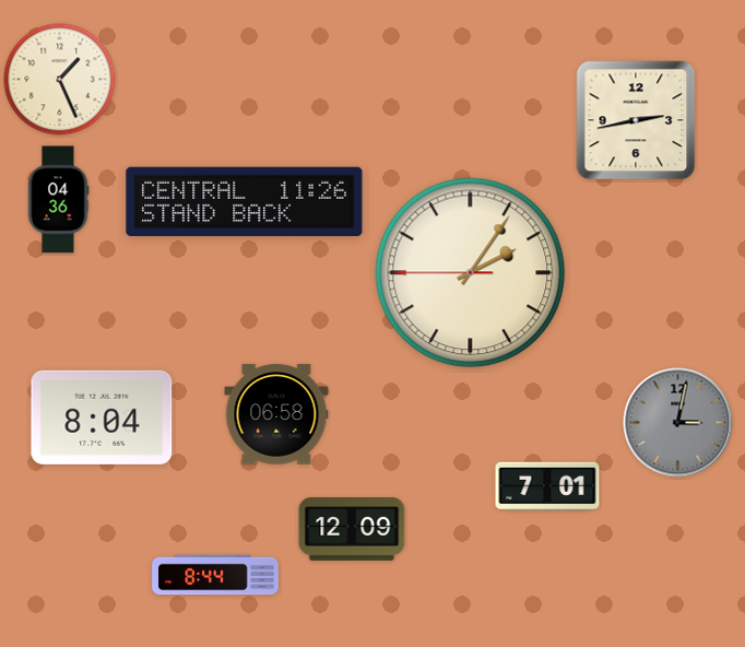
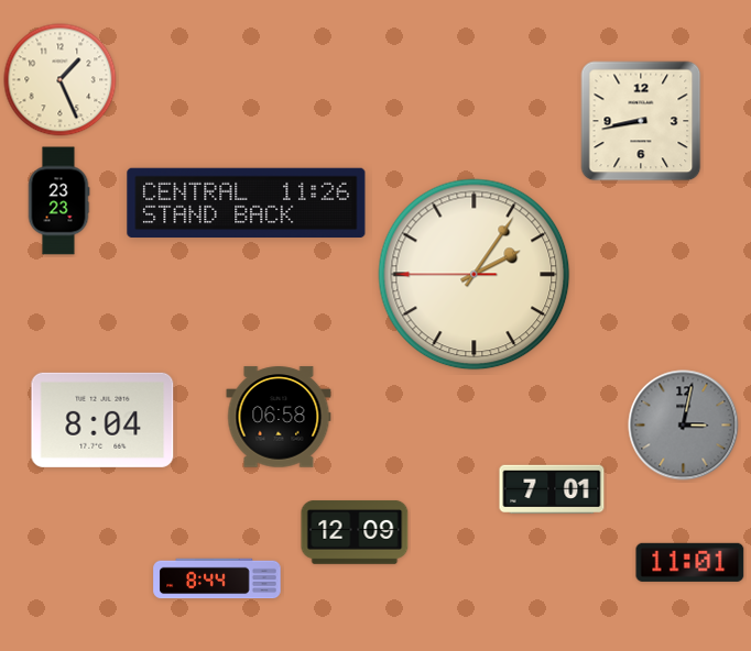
clock at (636, 120): 2:43 -> 8:43
clock at (58, 200): 04:36 -> 23:23
clock at (690, 562): none -> 11:01
